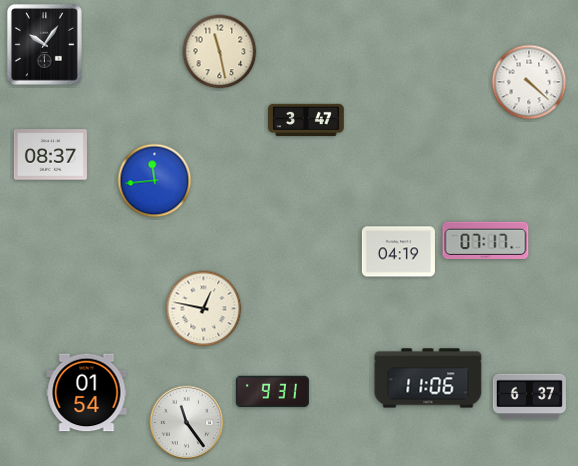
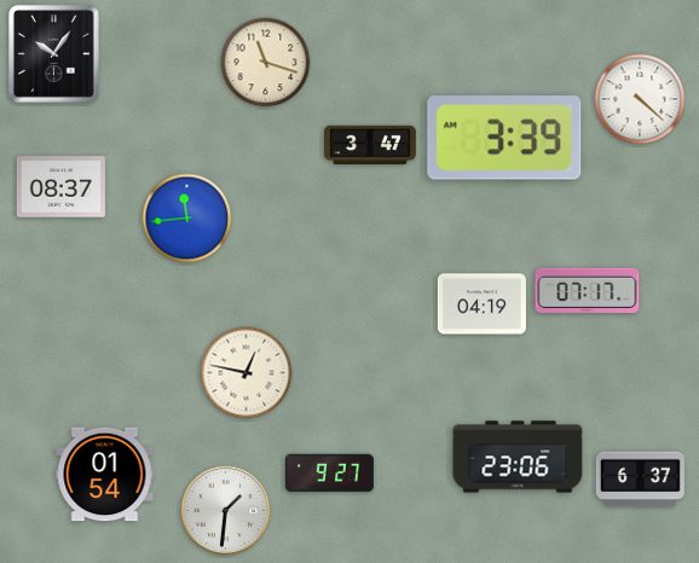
clock at (220, 52): 11:28 -> 11:18
clock at (504, 138): none -> 3:39
clock at (428, 378): 11:06 -> 23:06
clock at (272, 392): 9:31 -> 9:27
clock at (187, 423): 11:24 -> 1:31
